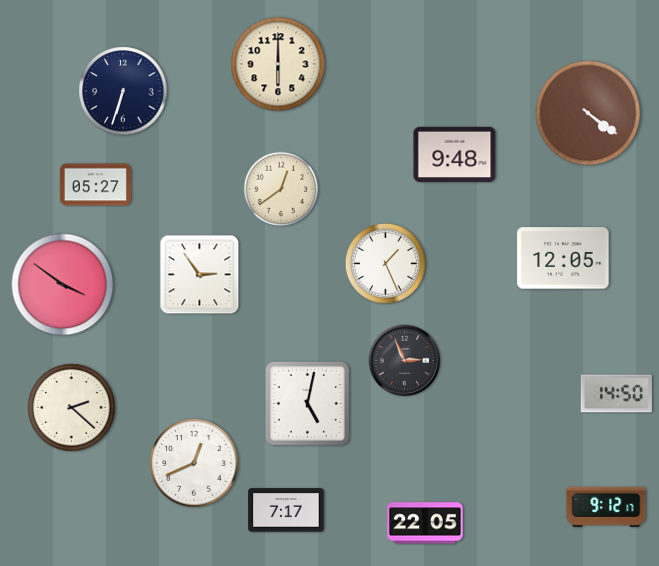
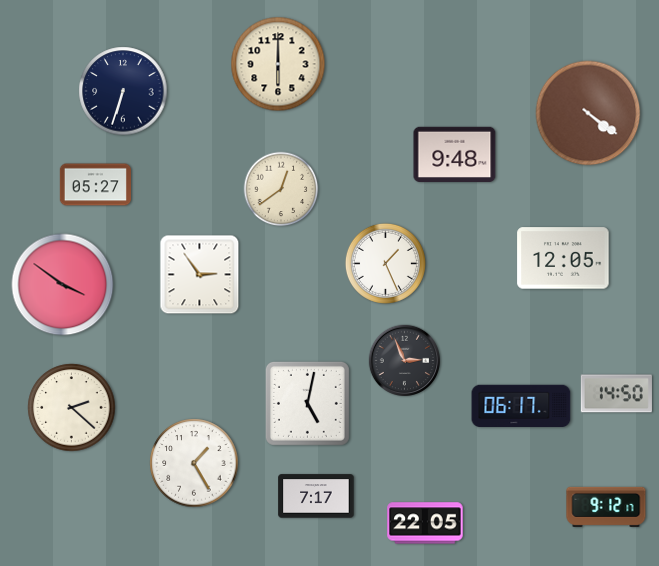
clock at (521, 405): none -> 06:17
clock at (194, 463): 12:41 -> 1:25
clock at (286, 510) position: (286, 510) -> (316, 496)
